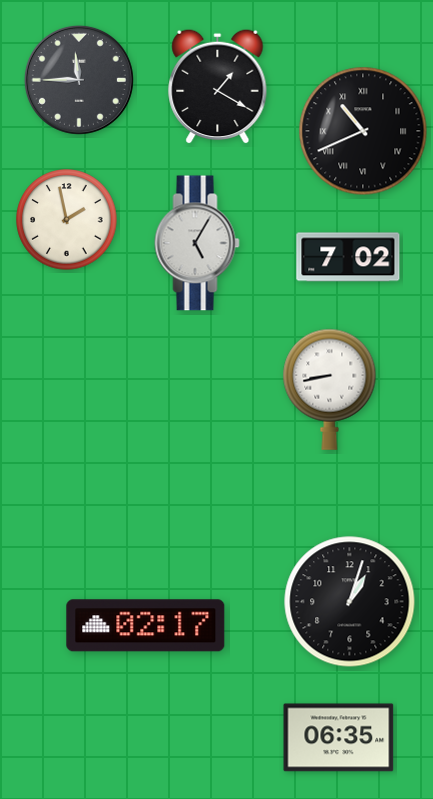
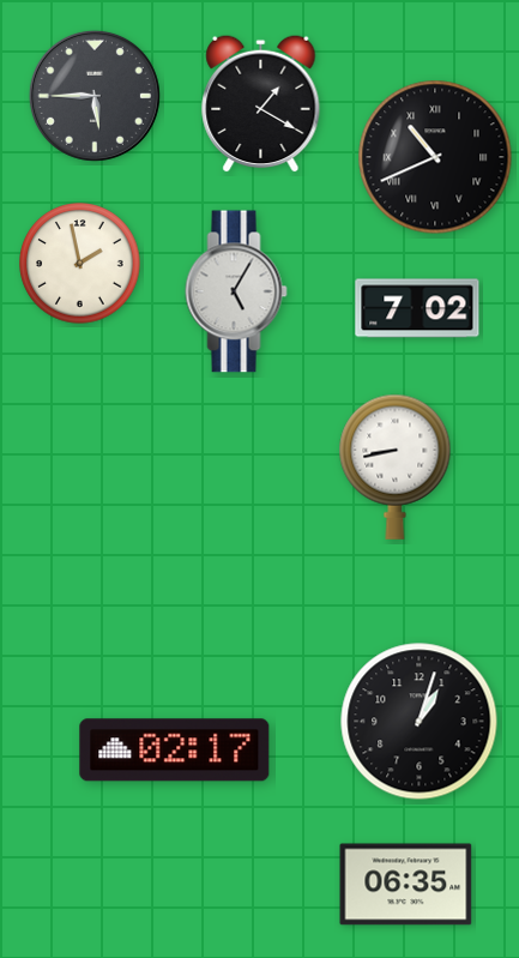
clock at (79, 80): 11:45 -> 5:45
